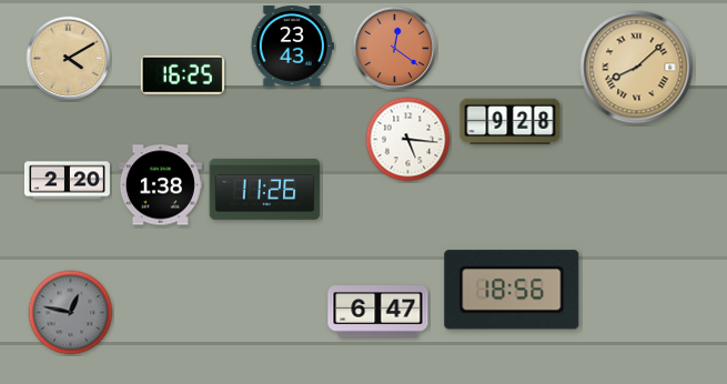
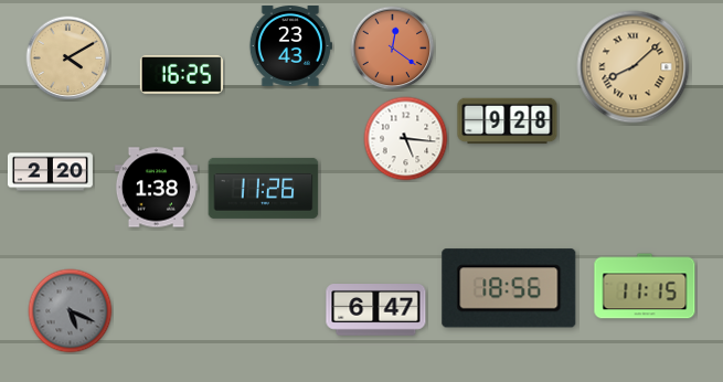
clock at (67, 181) position: (67, 181) -> (50, 172)
clock at (160, 185) position: (160, 185) -> (156, 188)
clock at (645, 286): none -> 11:15
clock at (71, 313): 12:47 -> 5:19
